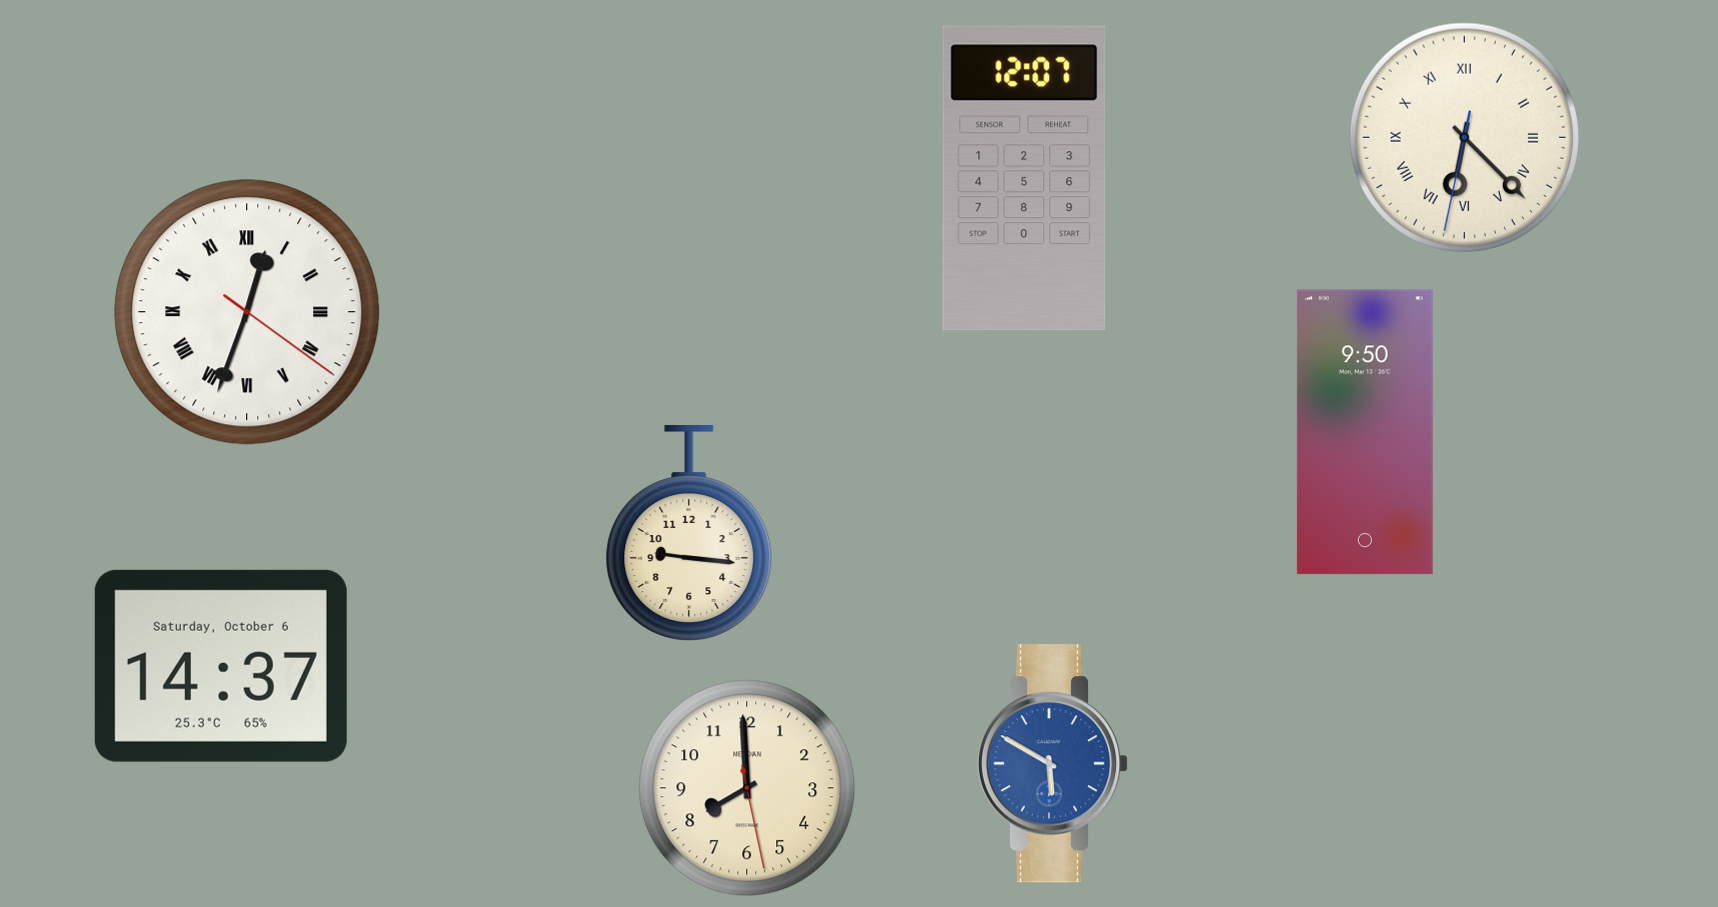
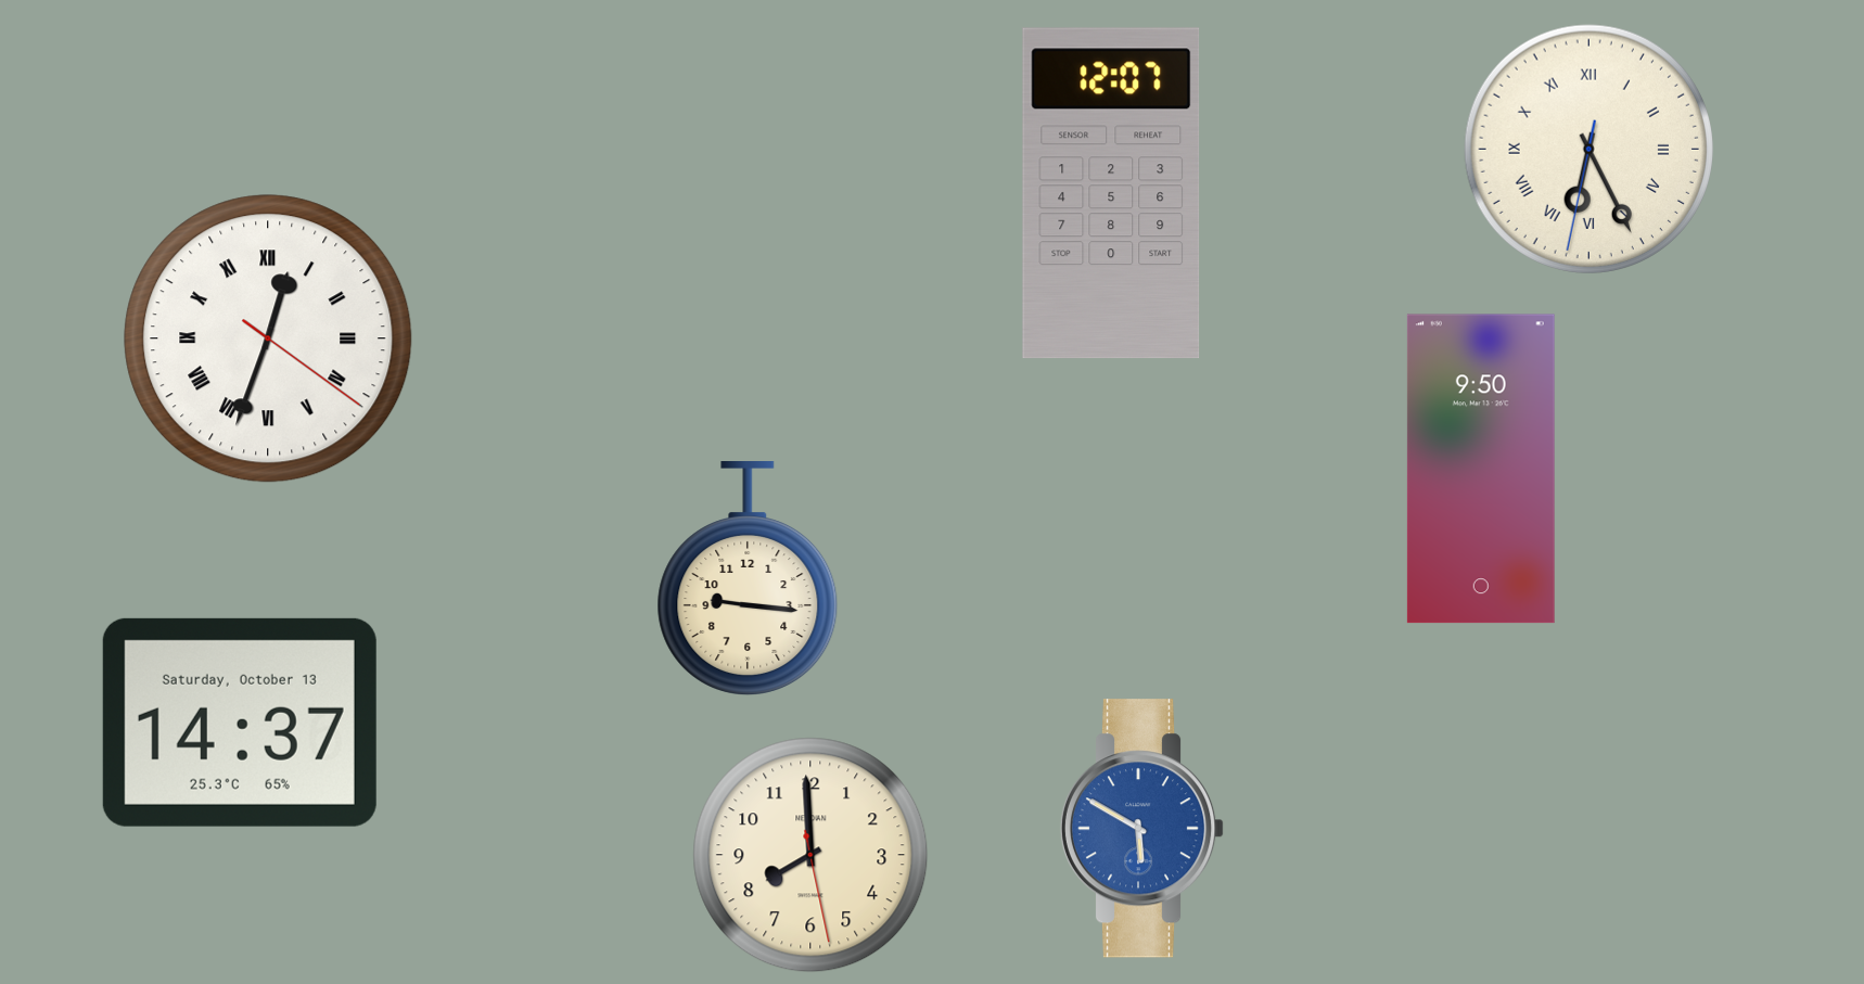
clock at (1464, 137): 6:22 -> 6:25
clock at (221, 666) date: Saturday, October 6 -> Saturday, October 13
